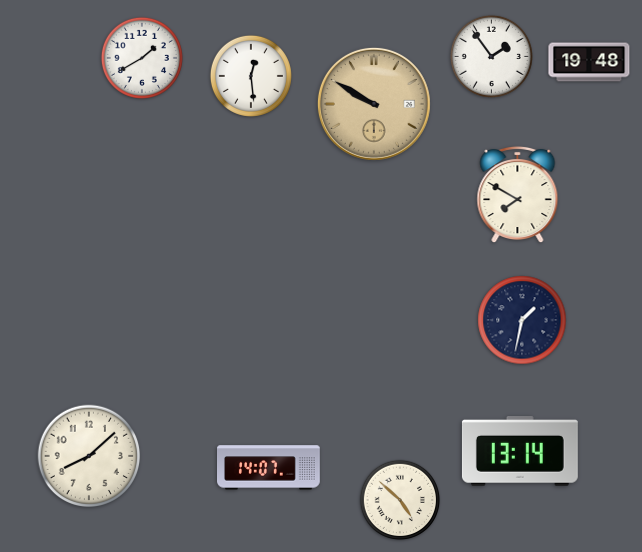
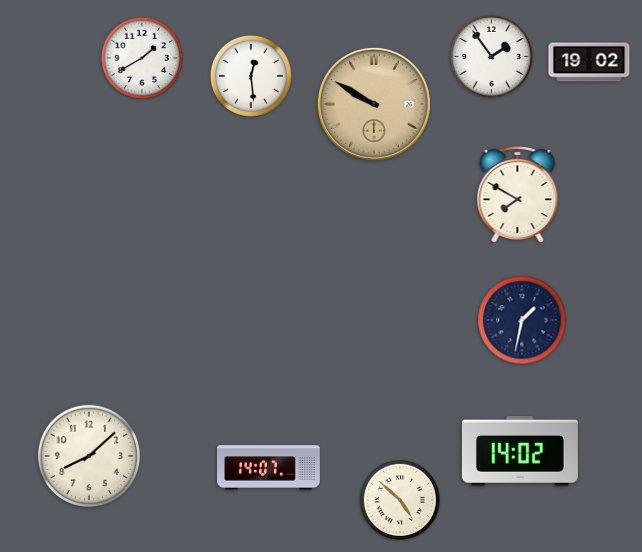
clock at (589, 62): 19:48 -> 19:02
clock at (520, 452): 13:14 -> 14:02
